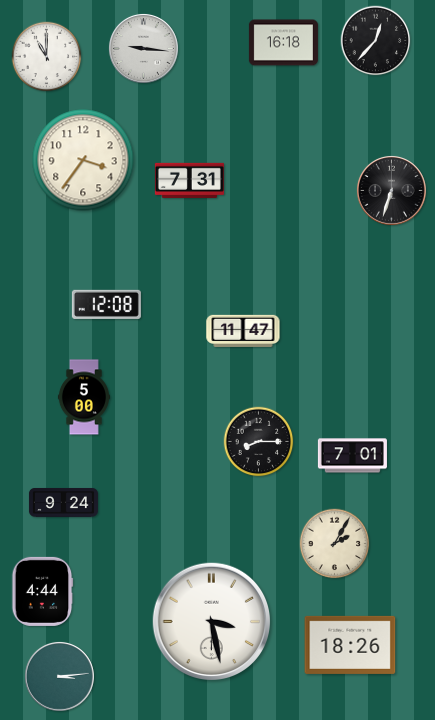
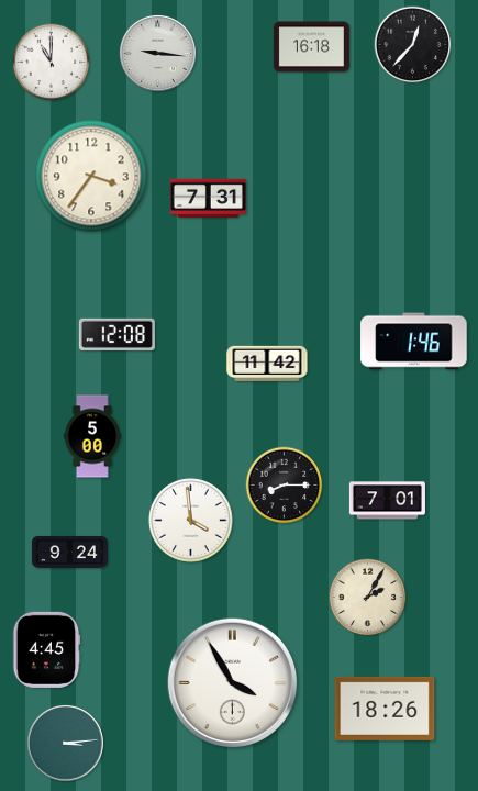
clock at (392, 191): 6:33 -> none
clock at (414, 342): none -> 1:46
clock at (243, 330): 11:47 -> 11:42
clock at (191, 521): none -> 3:59
clock at (42, 591): 4:44 -> 4:45
clock at (212, 622): 3:28 -> 3:55
